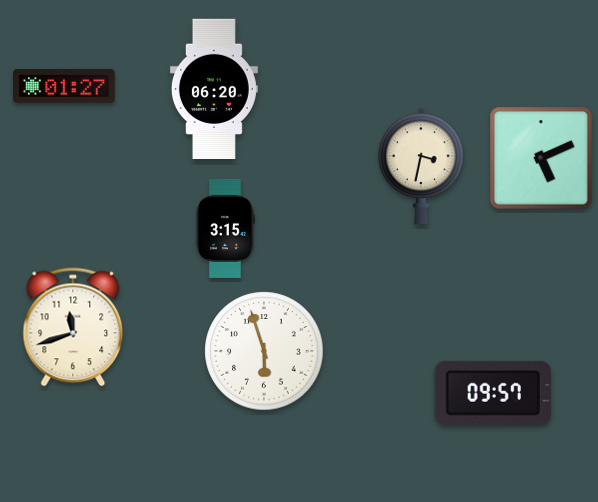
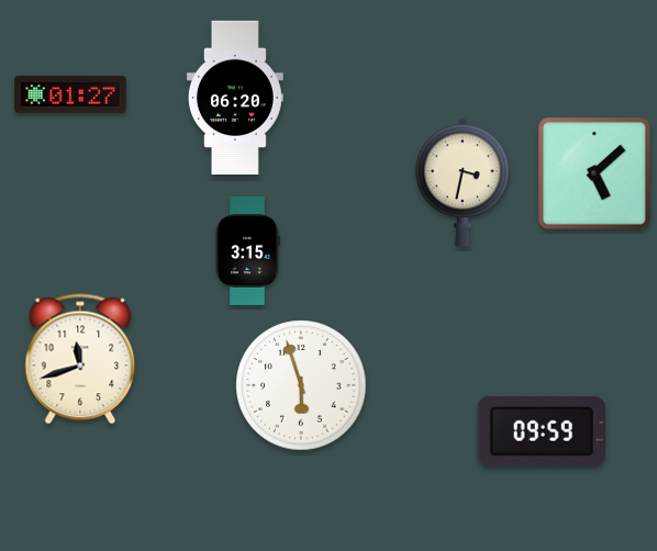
clock at (542, 159): 5:11 -> 5:08
clock at (264, 351) position: (264, 351) -> (301, 385)
clock at (493, 393): 09:57 -> 09:59
